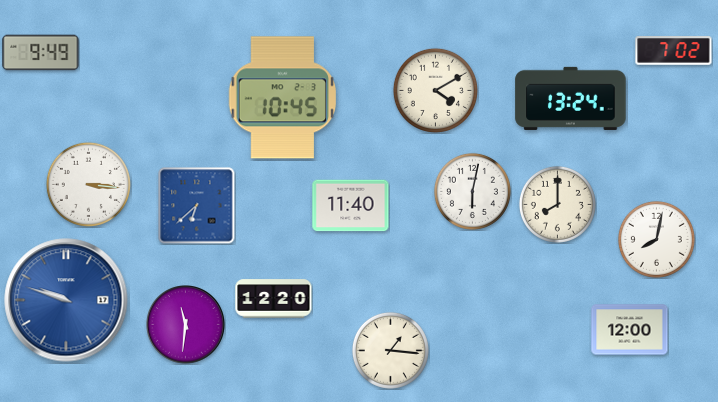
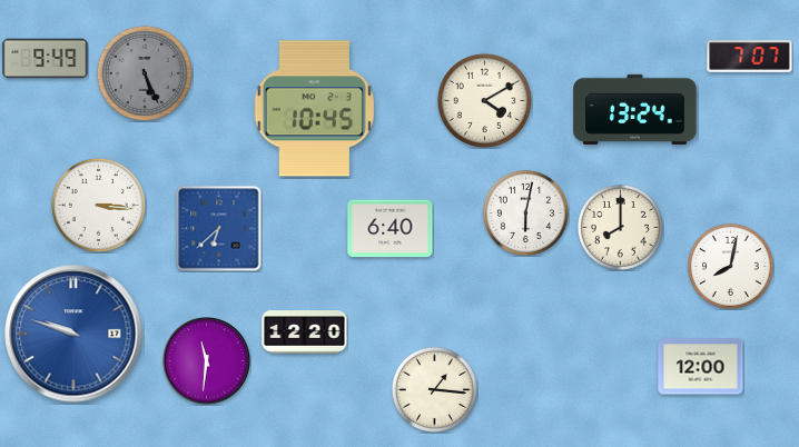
clock at (674, 51): 7:02 -> 7:07
clock at (145, 73): none -> 5:26
clock at (351, 206): 11:40 -> 6:40
